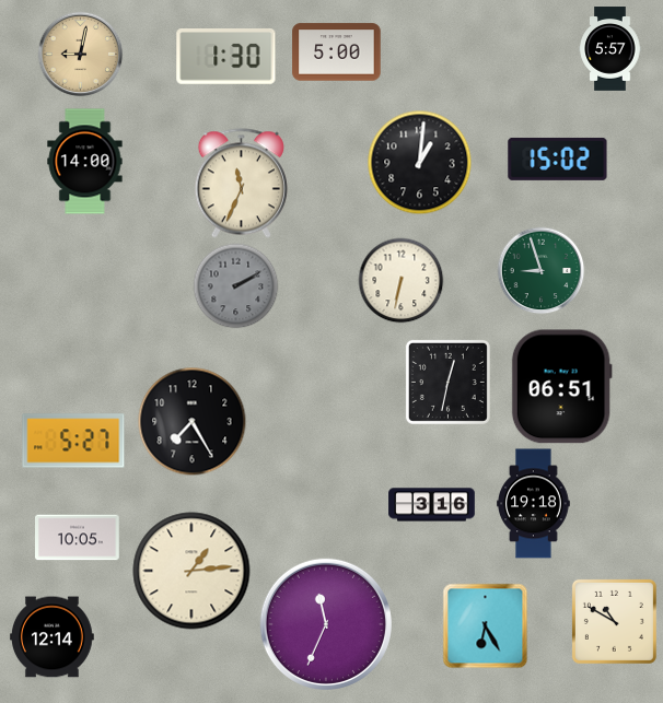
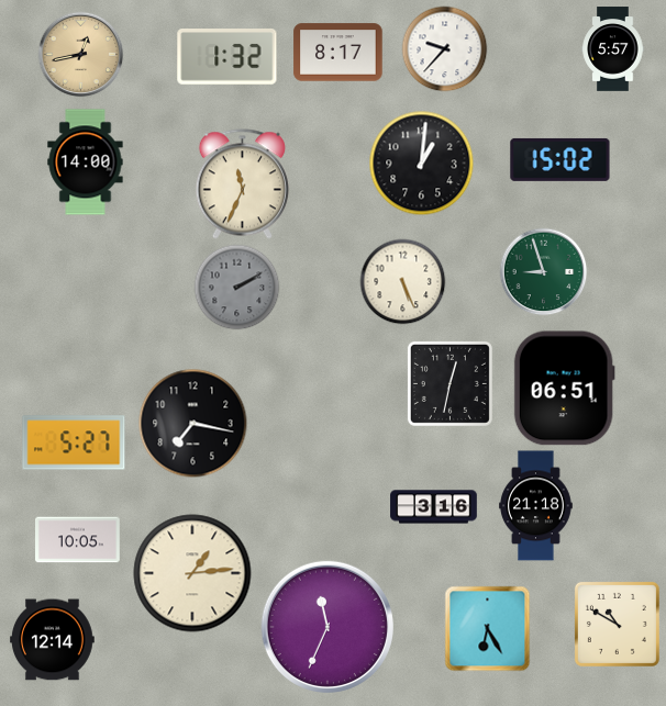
clock at (444, 48): none -> 9:37
clock at (337, 52): 5:00 -> 8:17
clock at (80, 54): 9:02 -> 12:43
clock at (226, 57): 1:30 -> 1:32
clock at (400, 280): 6:32 -> 5:26
clock at (193, 422): 7:25 -> 7:17
clock at (534, 504): 19:18 -> 21:18
